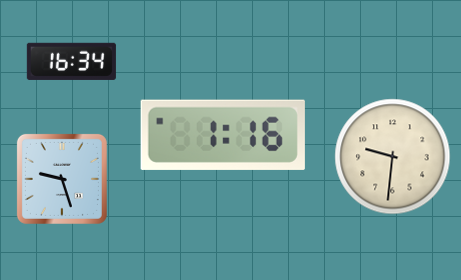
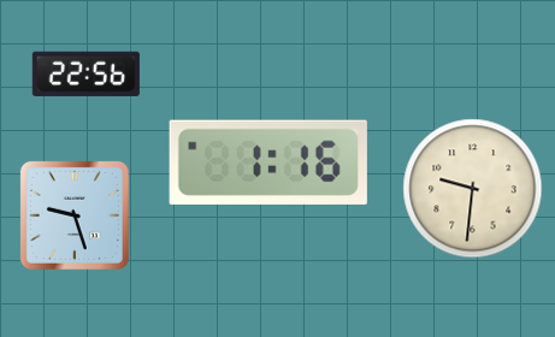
clock at (71, 61): 16:34 -> 22:56
